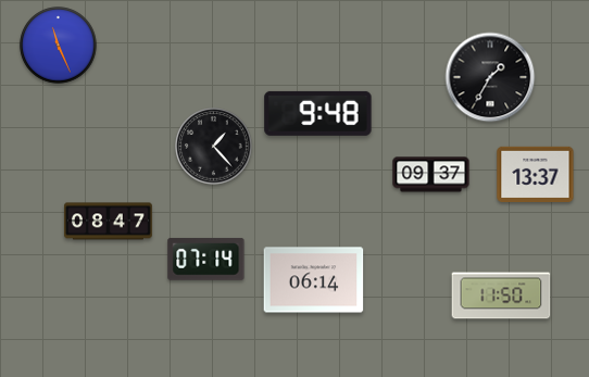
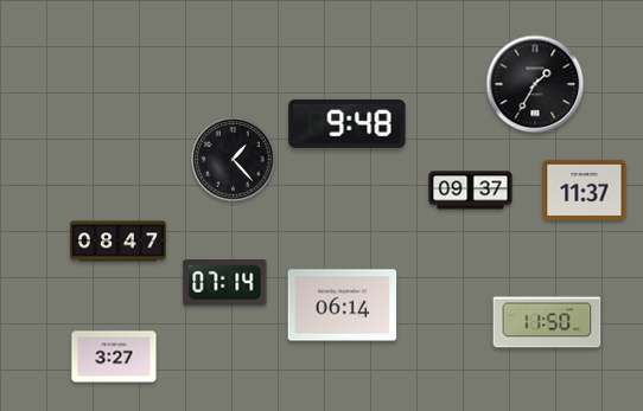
clock at (59, 46): 11:26 -> none
clock at (536, 174): 13:37 -> 11:37
clock at (114, 357): none -> 3:27
